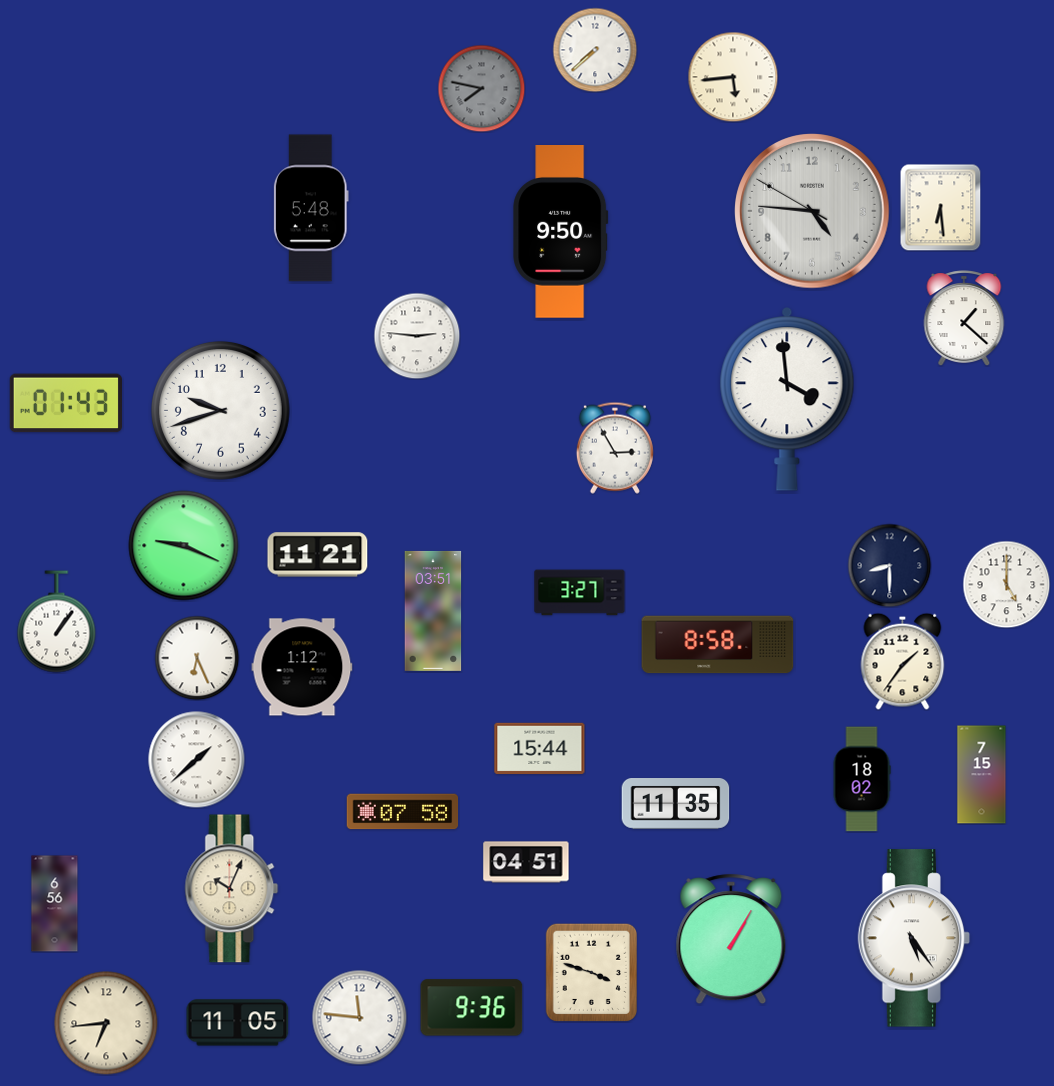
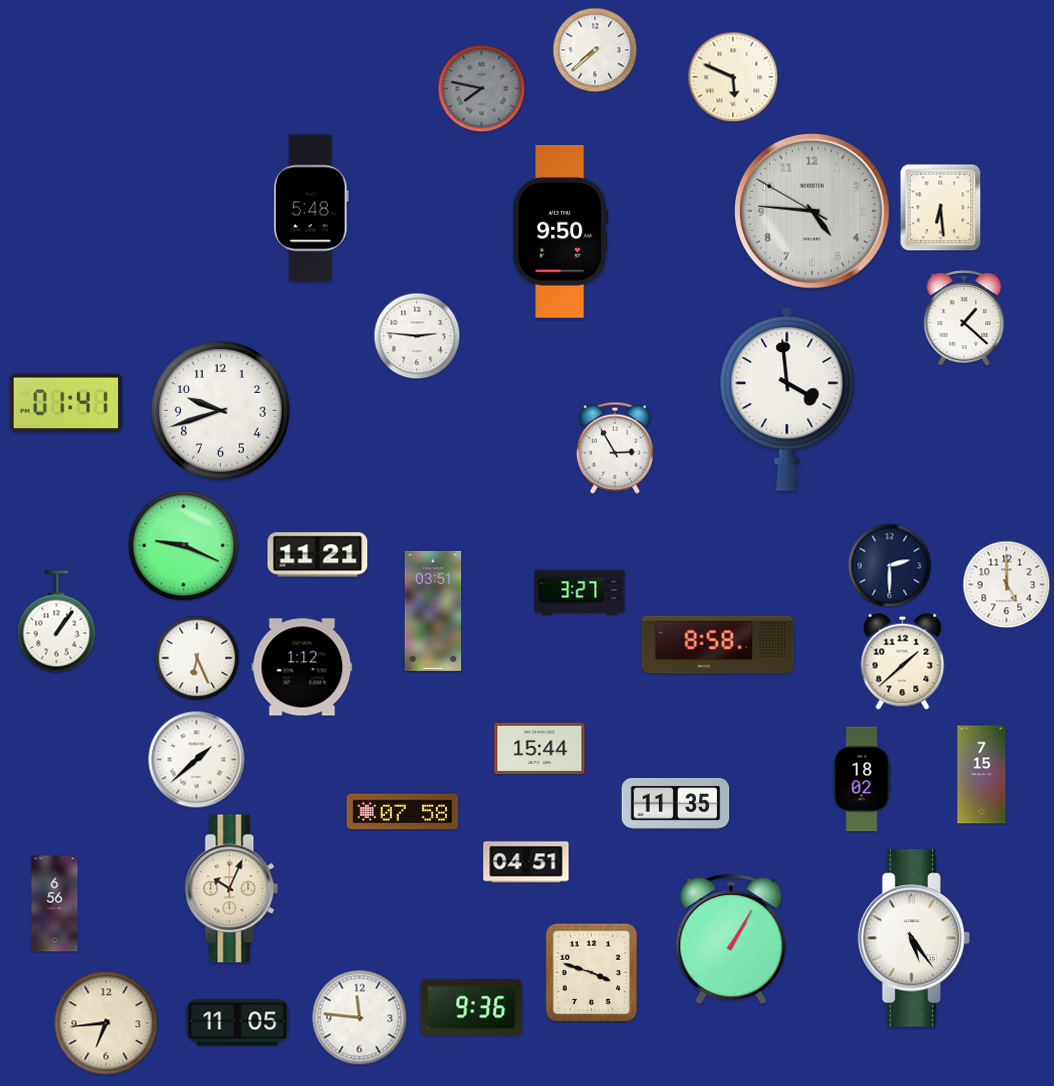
clock at (733, 77): 5:44 -> 5:49
clock at (65, 403): 01:43 -> 01:41
clock at (889, 565): 8:30 -> 2:30
clock at (903, 661): 1:36 -> 1:38
